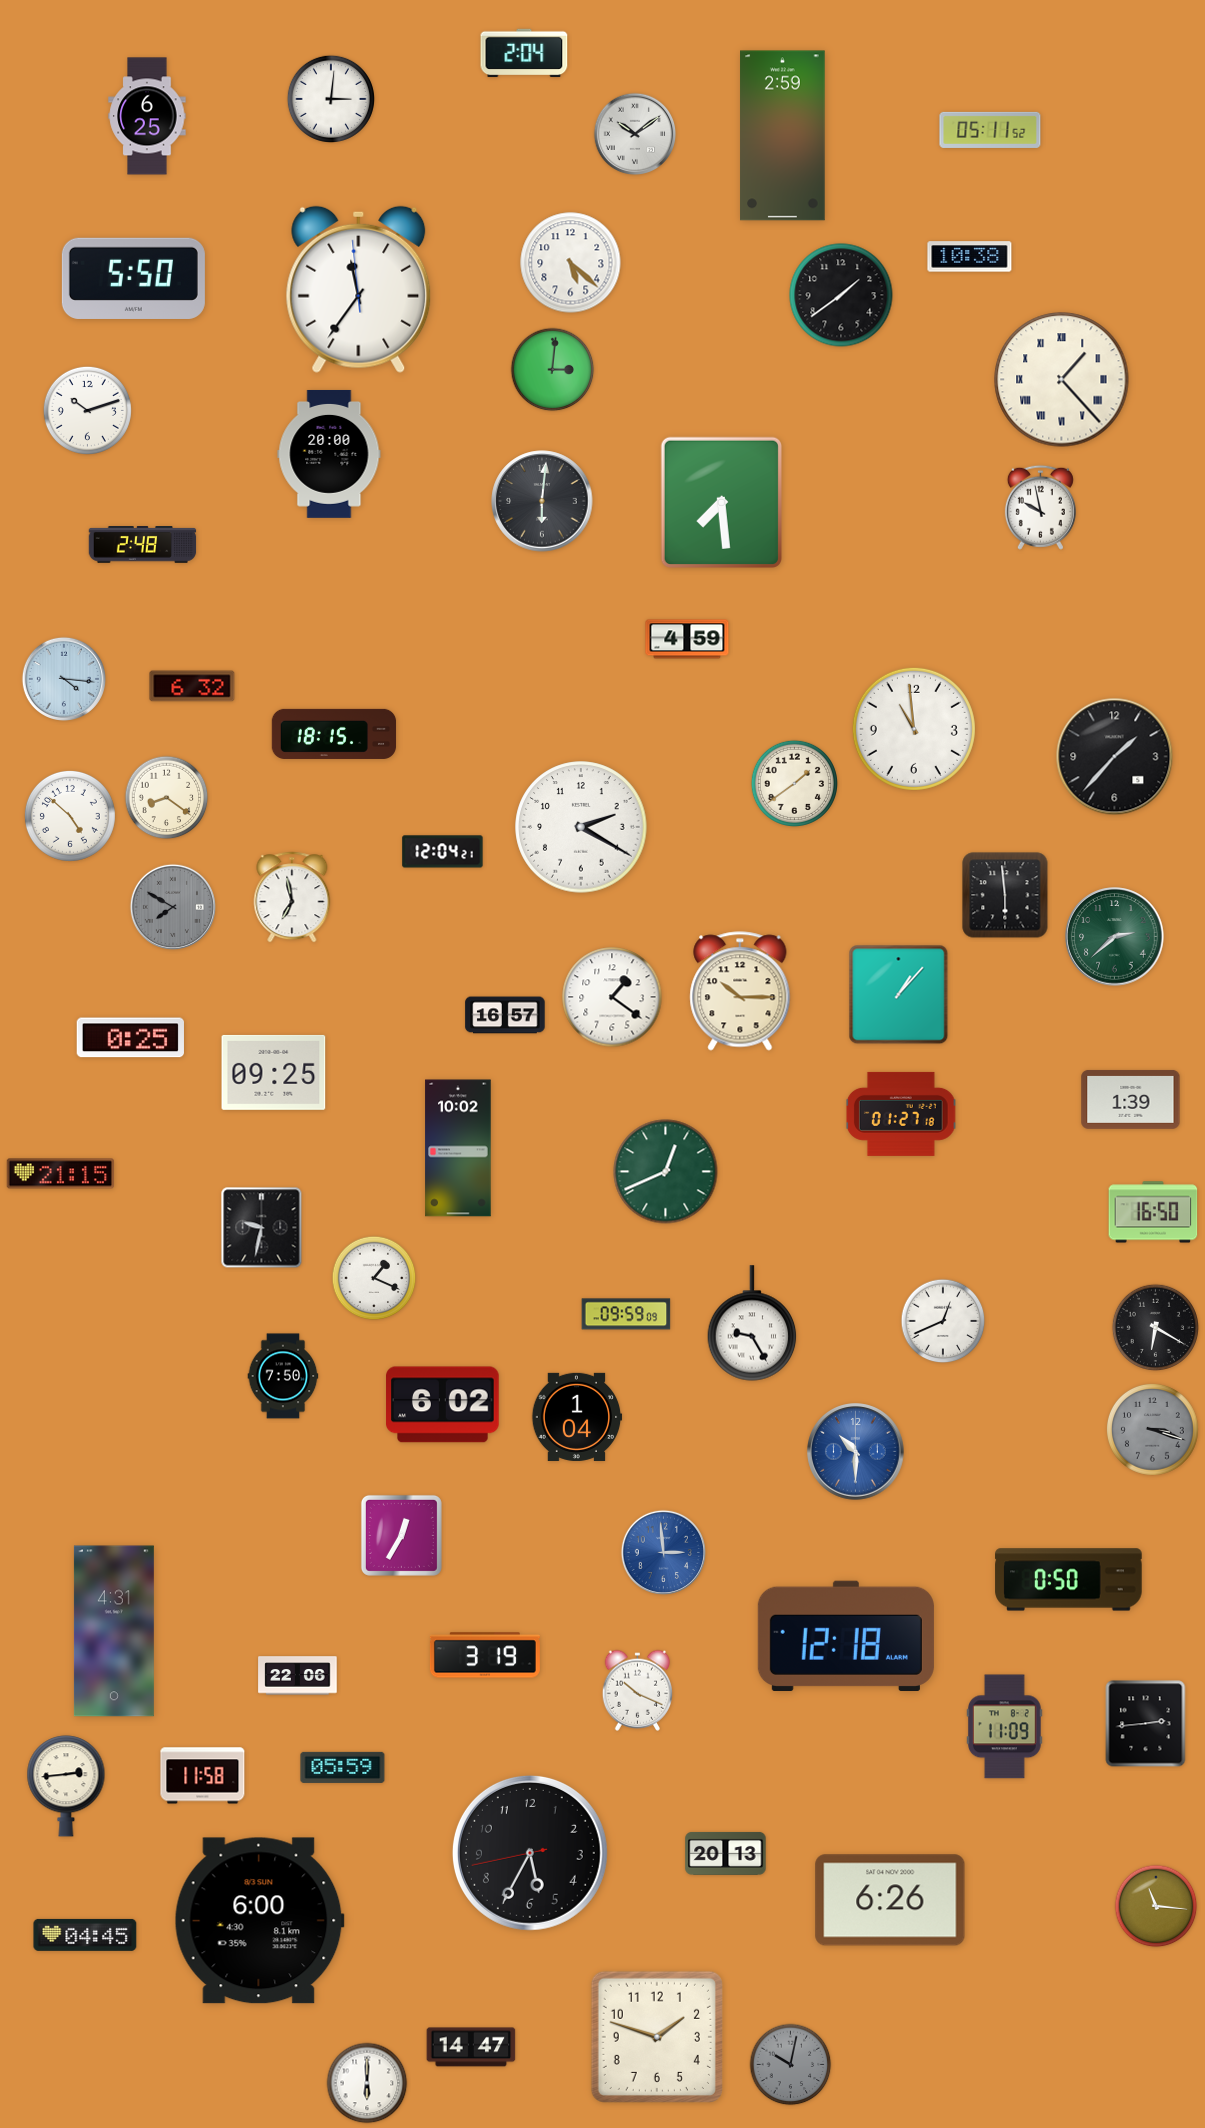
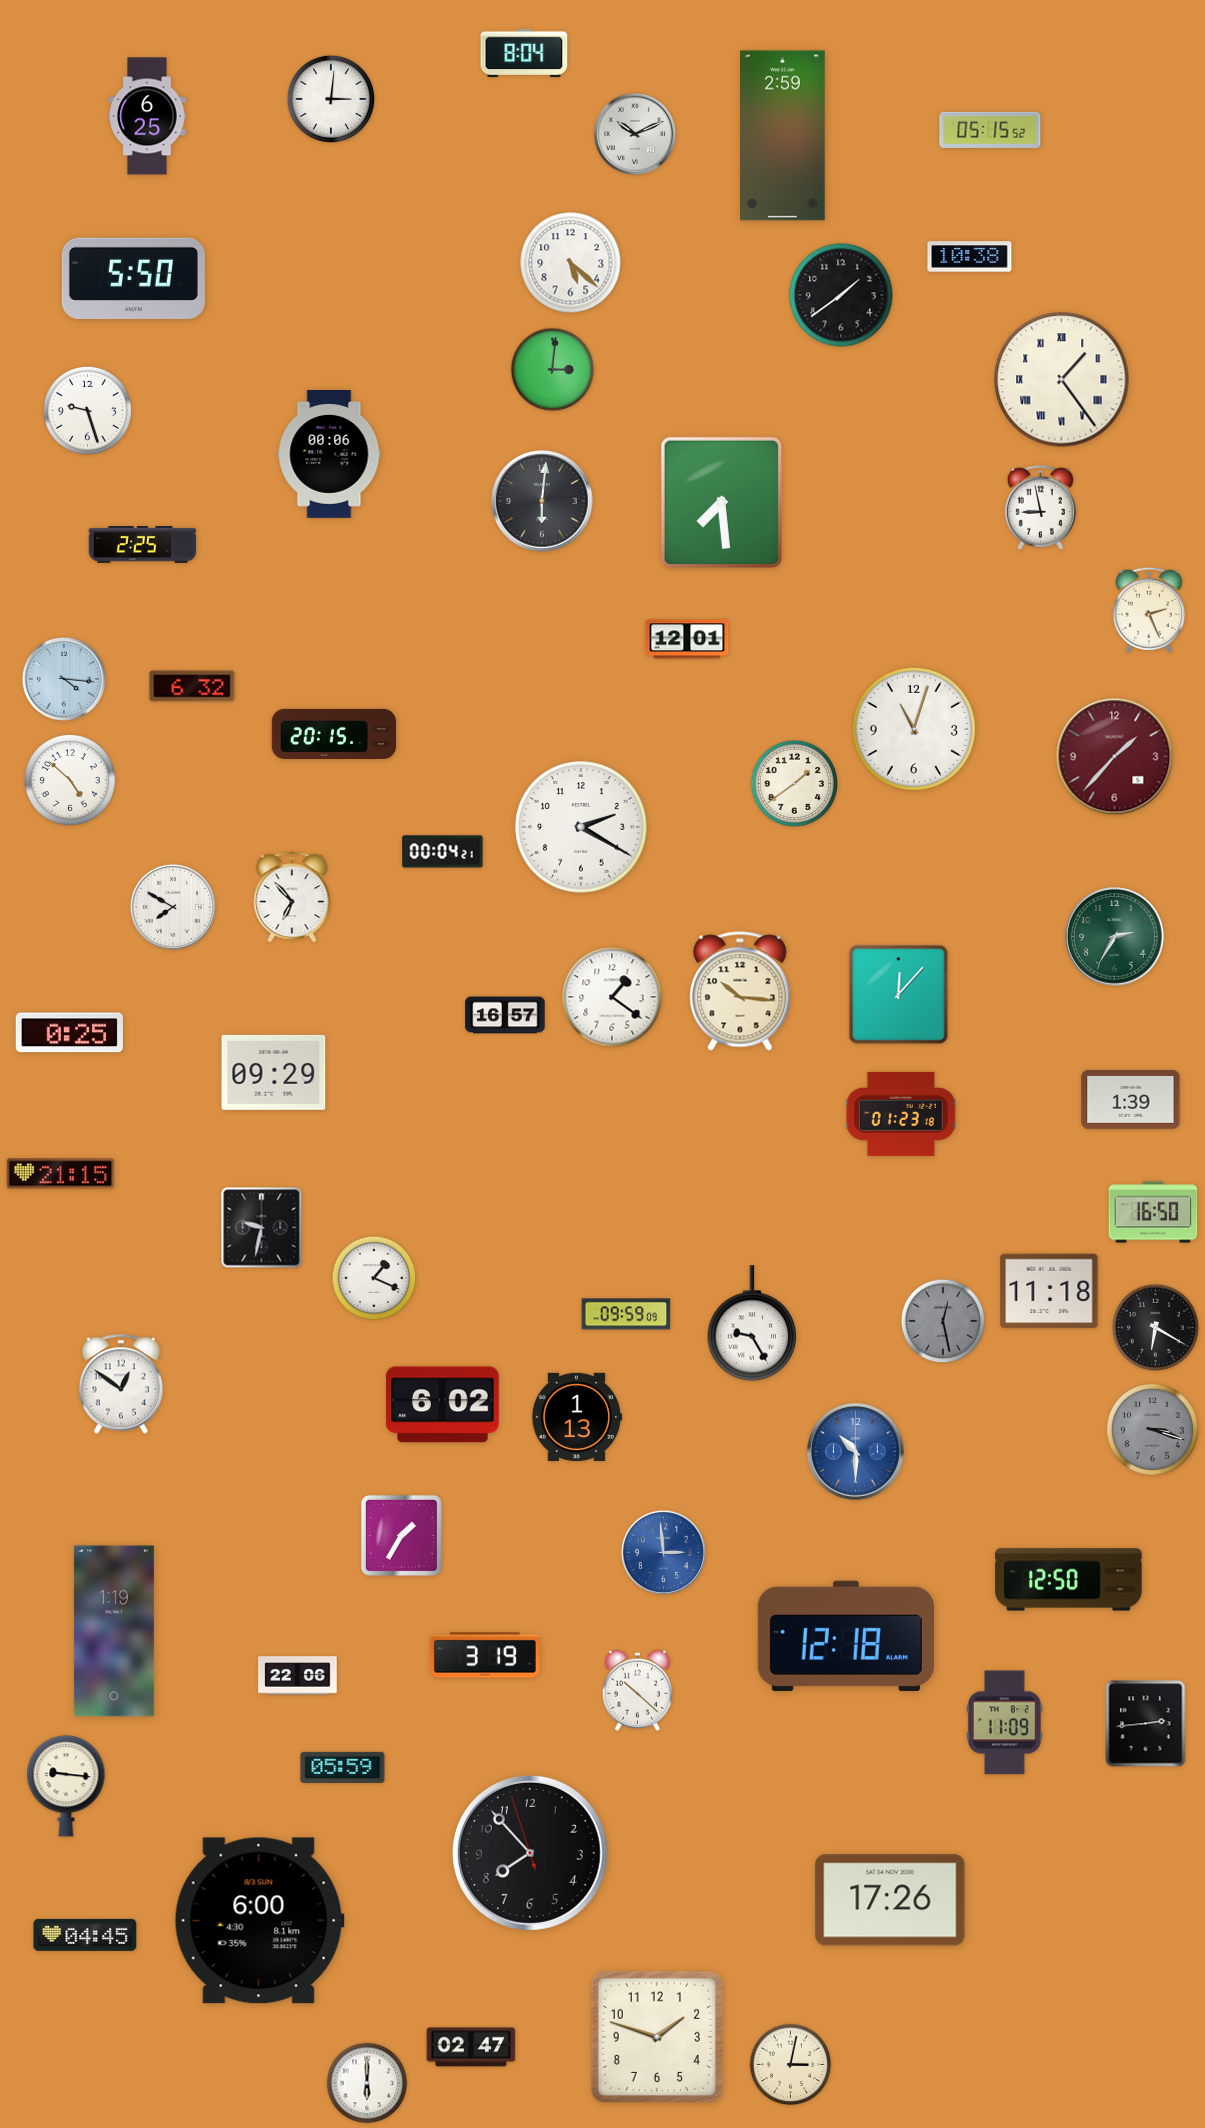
clock at (524, 53): 2:04 -> 8:04
clock at (990, 130): 05:11 -> 05:15
clock at (635, 134): 10:09 -> 10:11
clock at (359, 289): 11:35 -> none
clock at (1062, 380): 1:23 -> 1:24
clock at (87, 410): 10:12 -> 9:27
clock at (329, 454): 20:00 -> 00:06
clock at (1040, 507): 9:58 -> 8:58
clock at (143, 545): 2:48 -> 2:25
clock at (1149, 610): none -> 2:26
clock at (687, 639): 4:59 -> 12:01
clock at (914, 729): 10:59 -> 11:03
clock at (334, 734): 18:15 -> 20:15
clock at (1115, 757) dial: black -> burgundy
clock at (167, 798): 8:21 -> none
clock at (70, 816) position: (70, 816) -> (70, 780)
clock at (443, 852): 12:04 -> 00:04
clock at (1005, 895): 5:59 -> none
clock at (292, 897): 6:58 -> 6:53
clock at (173, 907) dial: grey -> white
clock at (1115, 937): 2:38 -> 2:35
clock at (740, 991): 10:15 -> 10:16
clock at (899, 995): 1:07 -> 12:07
clock at (130, 1038) position: (130, 1038) -> (69, 1033)
clock at (274, 1072): 09:25 -> 09:29
clock at (901, 1114): 01:27 -> 01:23
clock at (458, 1148): 10:02 -> none
clock at (666, 1172): 12:41 -> none
clock at (1049, 1291): none -> 11:18
clock at (943, 1321): 12:41 -> 12:28
clock at (943, 1321) dial: white -> grey
clock at (283, 1376): 7:50 -> none
clock at (120, 1384): none -> 12:51
clock at (577, 1417): 1:04 -> 1:13
clock at (401, 1535): 12:35 -> 1:35
clock at (1069, 1580): 0:50 -> 12:50
clock at (114, 1631): 4:31 -> 1:19
clock at (638, 1690): 10:19 -> 10:22
clock at (1004, 1727) position: (1004, 1727) -> (1004, 1723)
clock at (203, 1776): 11:58 -> none
clock at (66, 1786): 2:44 -> 9:16
clock at (530, 1853): 5:34 -> 7:52
clock at (726, 1853): 20:13 -> none
clock at (890, 1900): 6:26 -> 17:26
clock at (1156, 1906): 11:16 -> none
clock at (471, 2047): 14:47 -> 02:47
clock at (791, 2065): 10:02 -> 3:02
clock at (791, 2065) dial: grey -> cream
